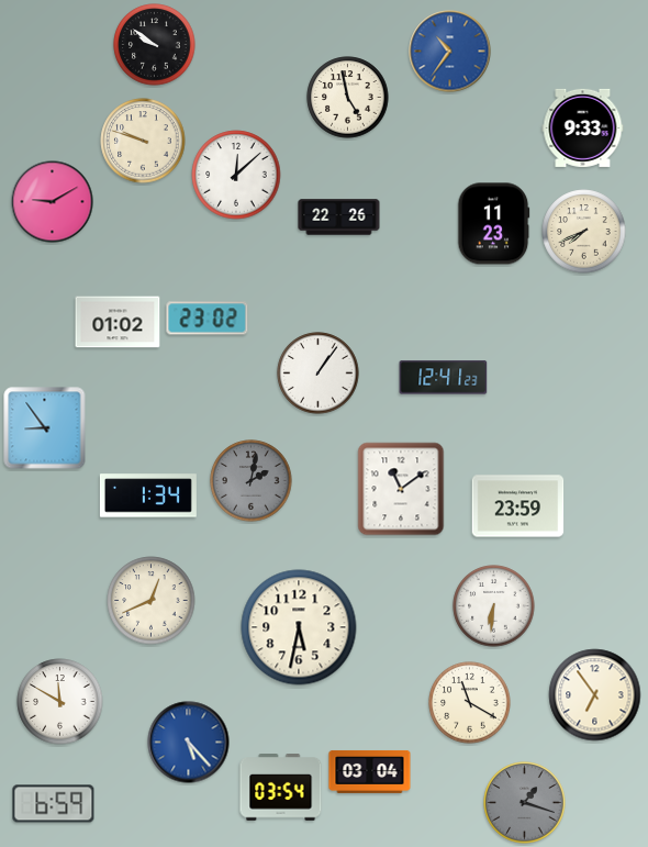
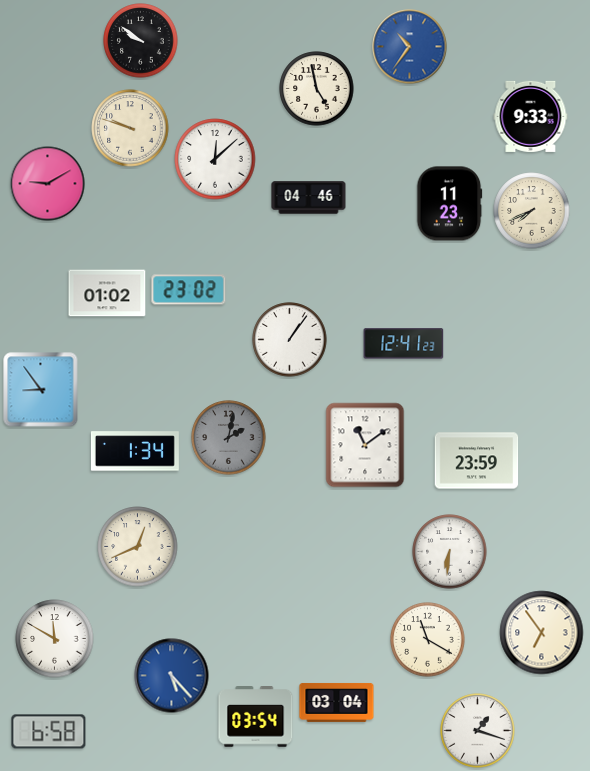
clock at (339, 218): 22:26 -> 04:46
clock at (518, 506) position: (518, 506) -> (477, 461)
clock at (299, 627): 5:32 -> none
clock at (525, 803) dial: grey -> white
clock at (54, 804): 6:59 -> 6:58
